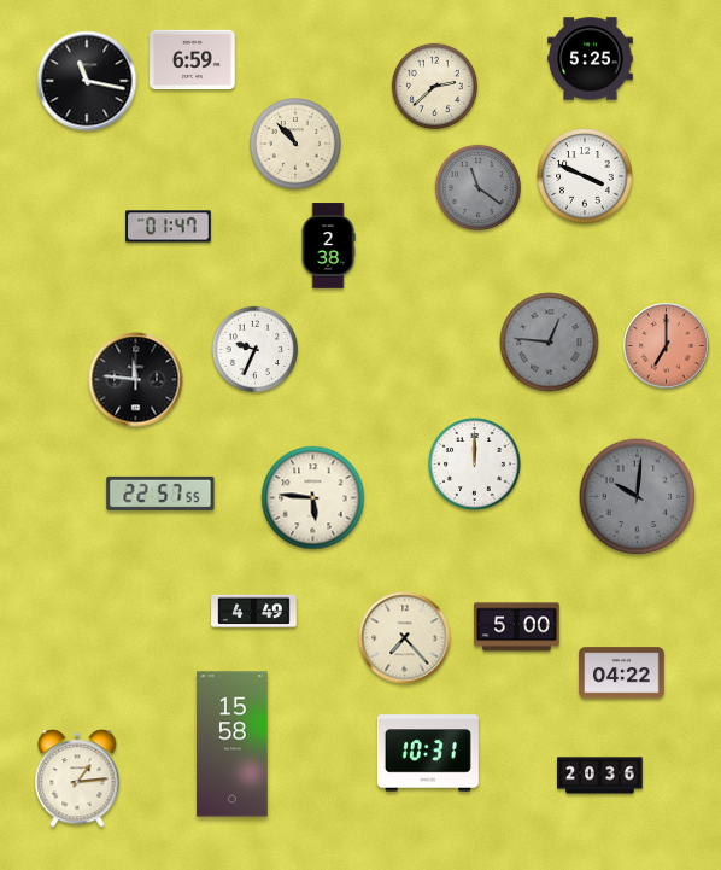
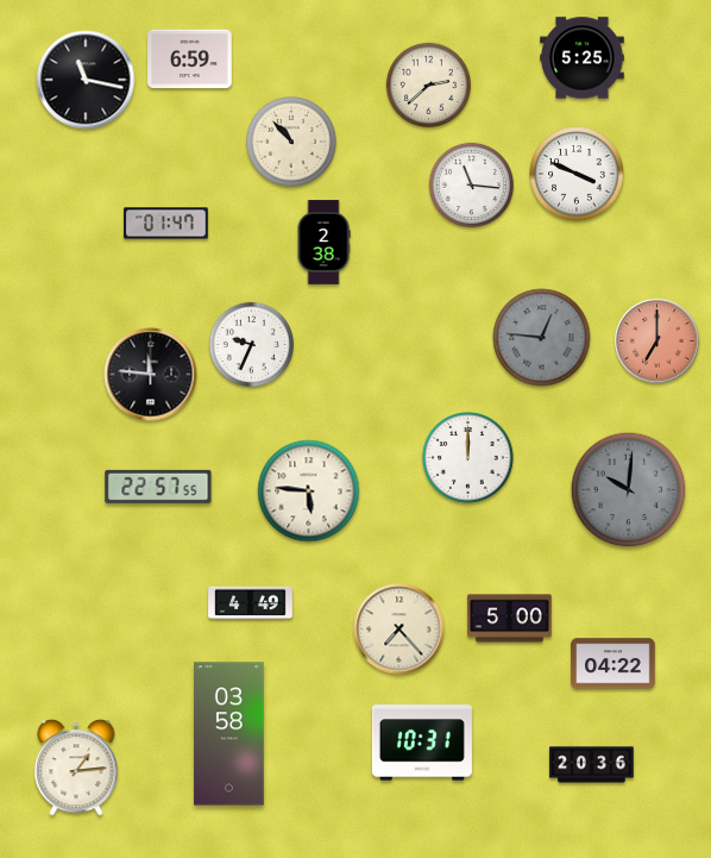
clock at (477, 187): 11:21 -> 11:16
clock at (477, 187) dial: grey -> white
clock at (136, 380) position: (136, 380) -> (151, 375)
clock at (233, 745): 15:58 -> 03:58
